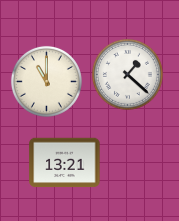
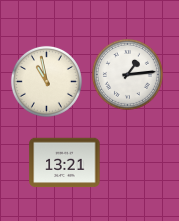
clock at (127, 74): 1:22 -> 1:14
clock at (46, 81): 11:00 -> 10:58
